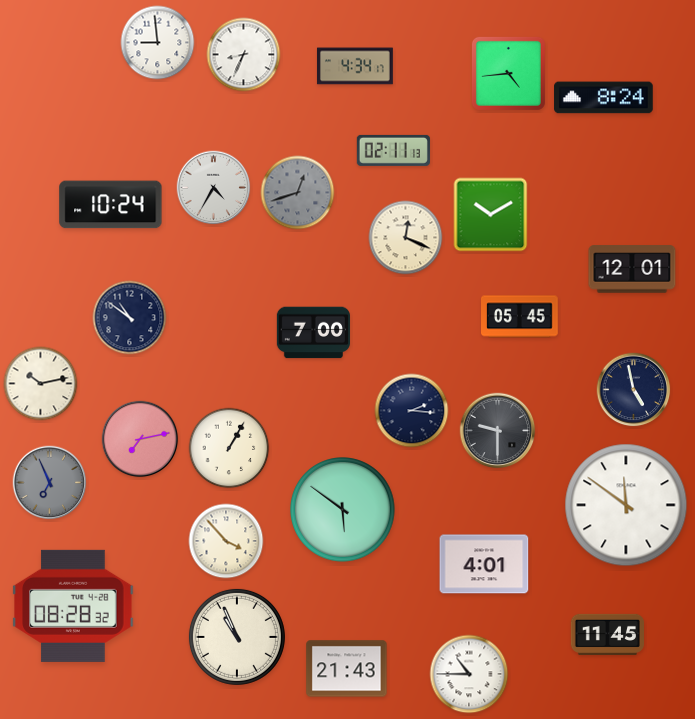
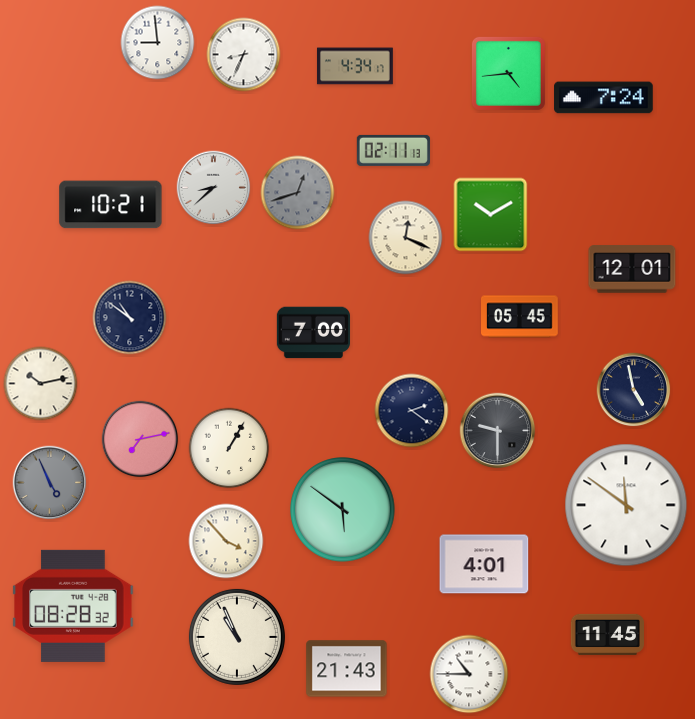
clock at (604, 98): 8:24 -> 7:24
clock at (214, 188): 4:35 -> 8:38
clock at (111, 205): 10:24 -> 10:21
clock at (412, 411): 2:16 -> 2:21
clock at (50, 483): 6:56 -> 4:56
